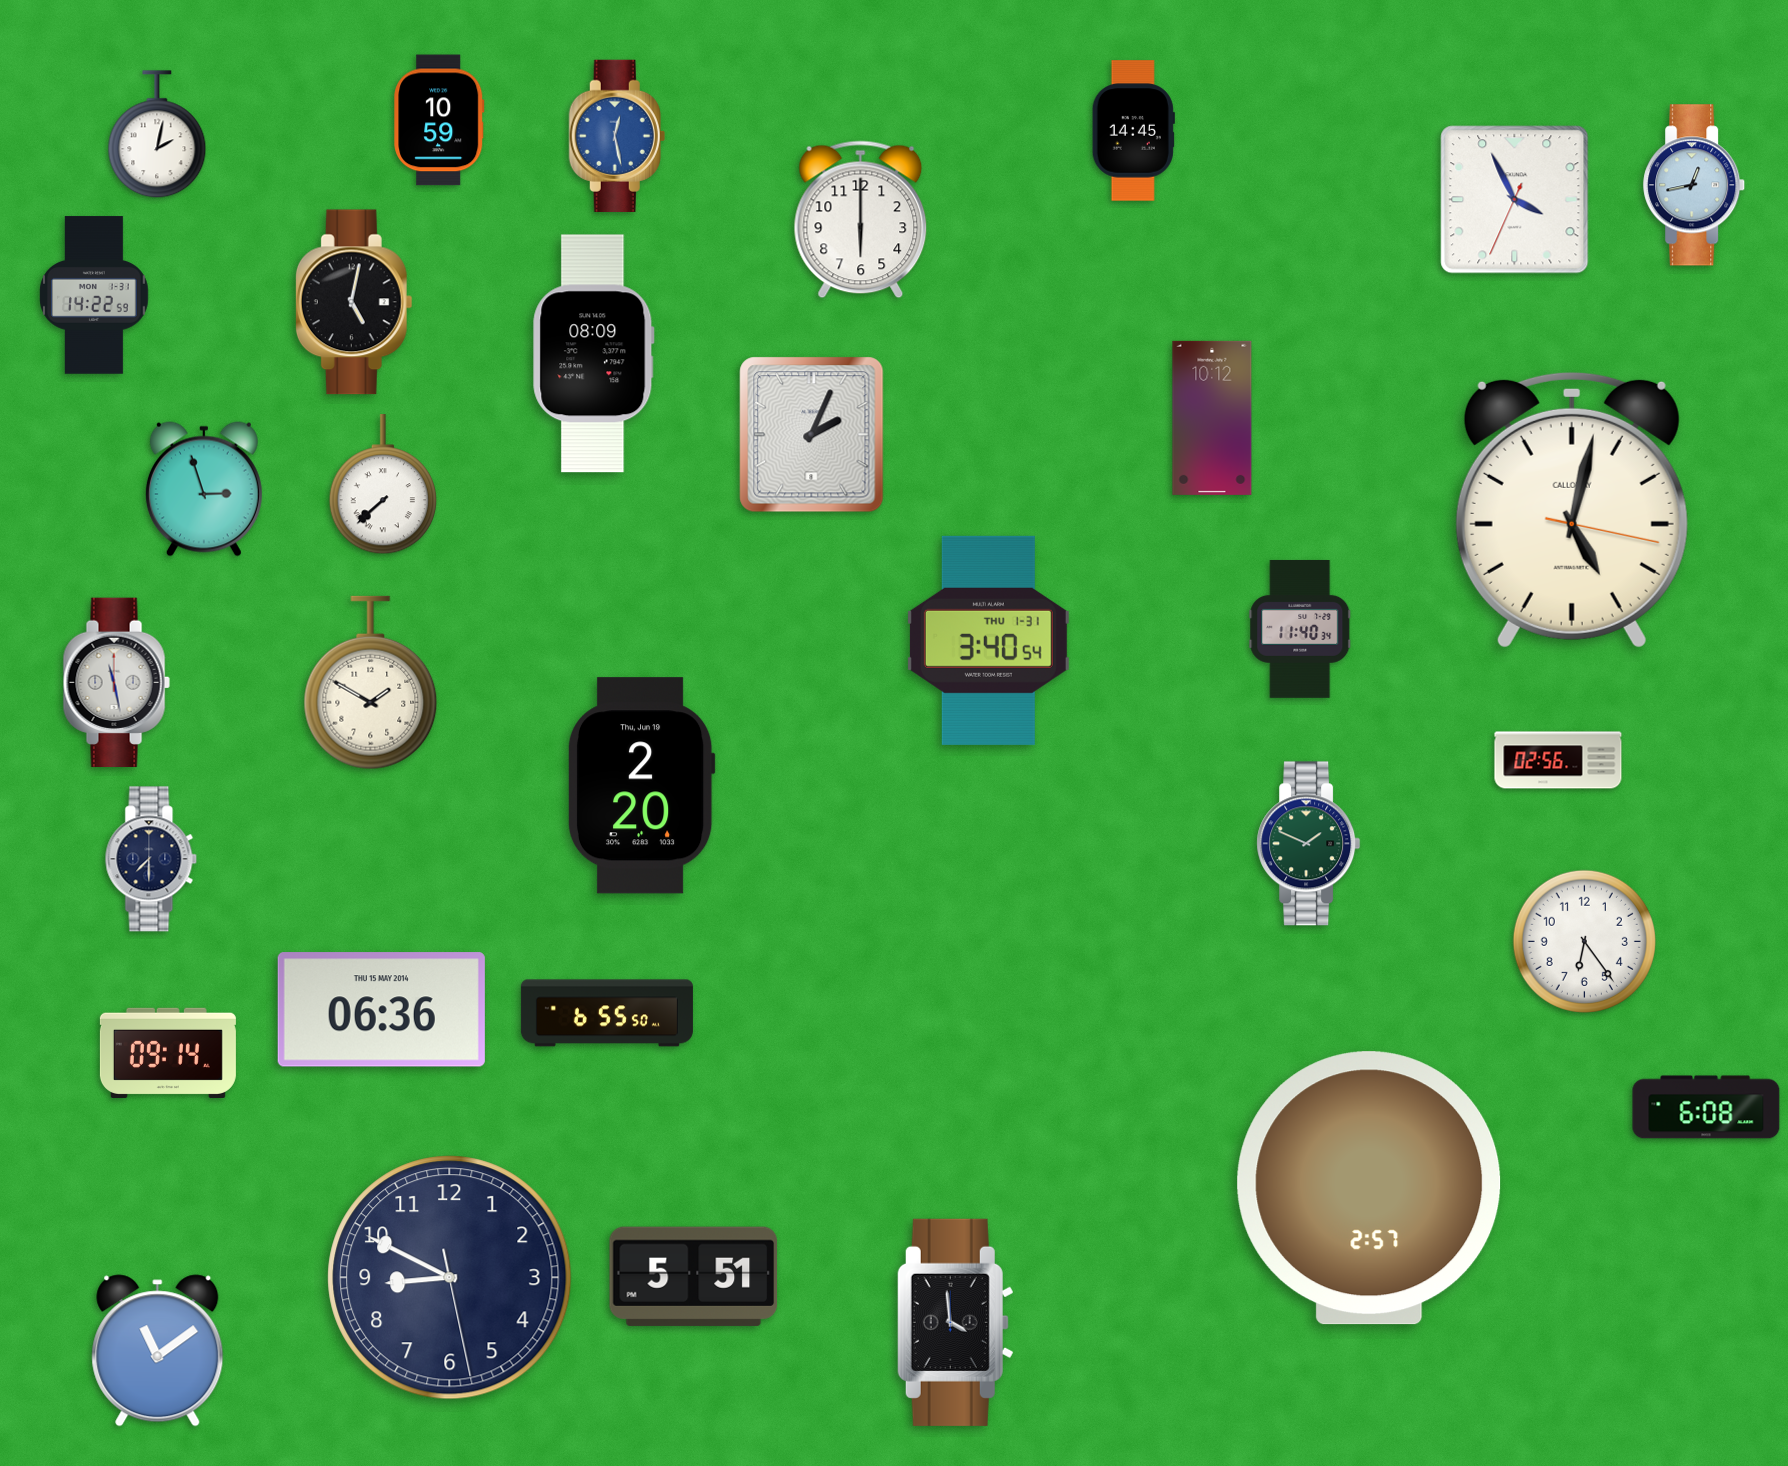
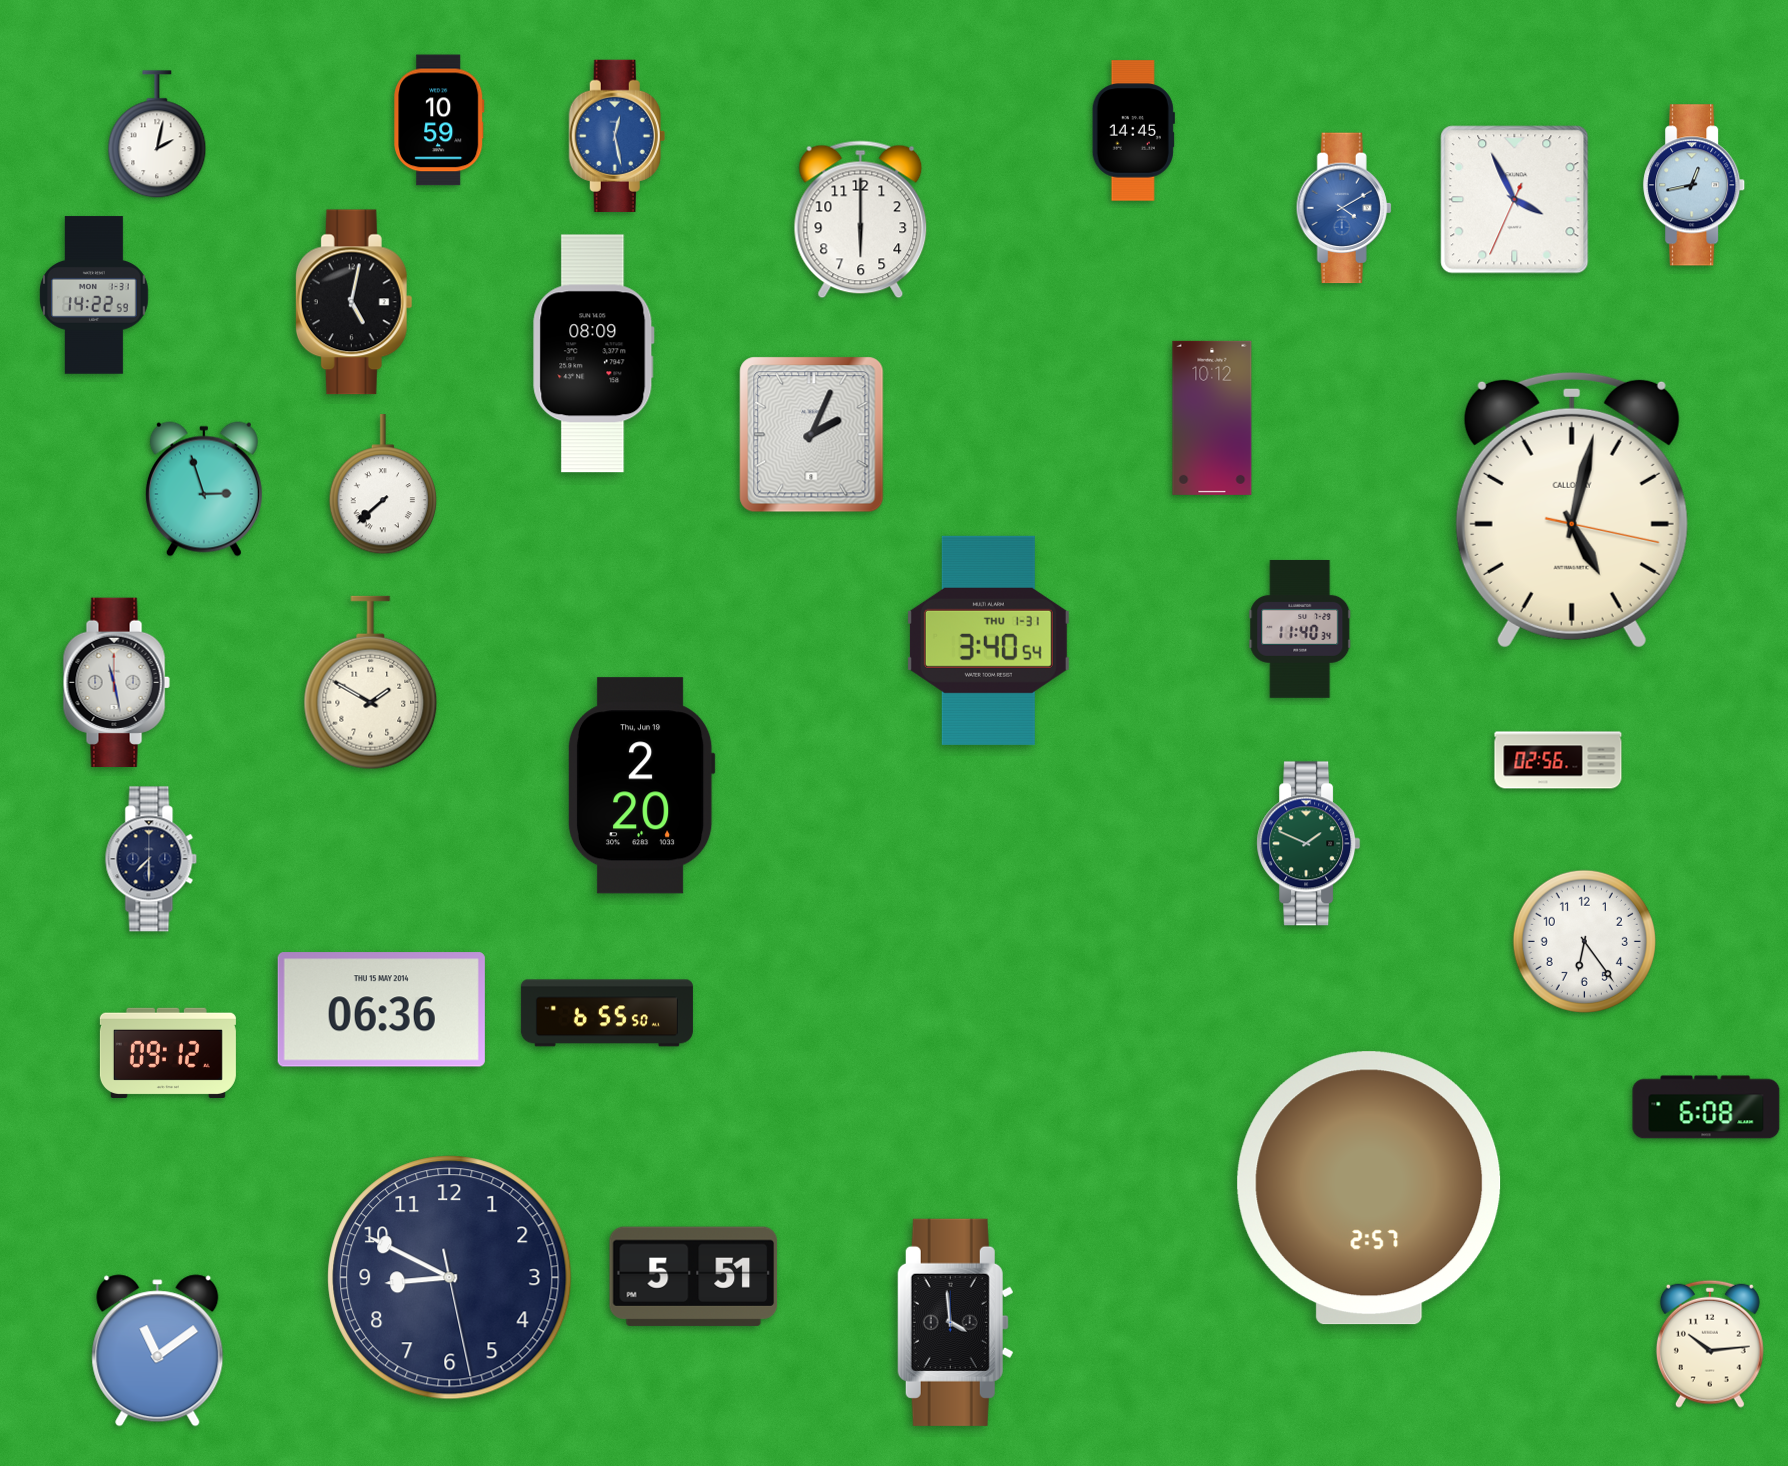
clock at (1344, 208): none -> 4:10
clock at (168, 1053): 09:14 -> 09:12
clock at (1710, 1344): none -> 10:14
